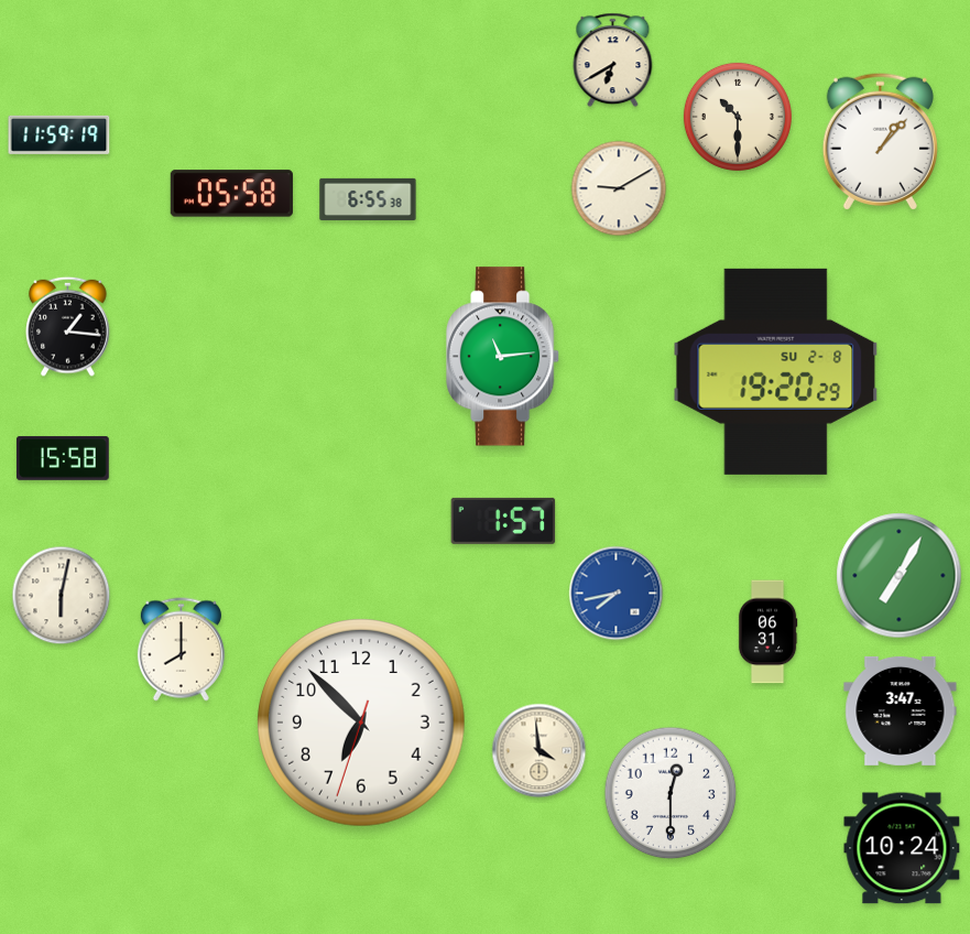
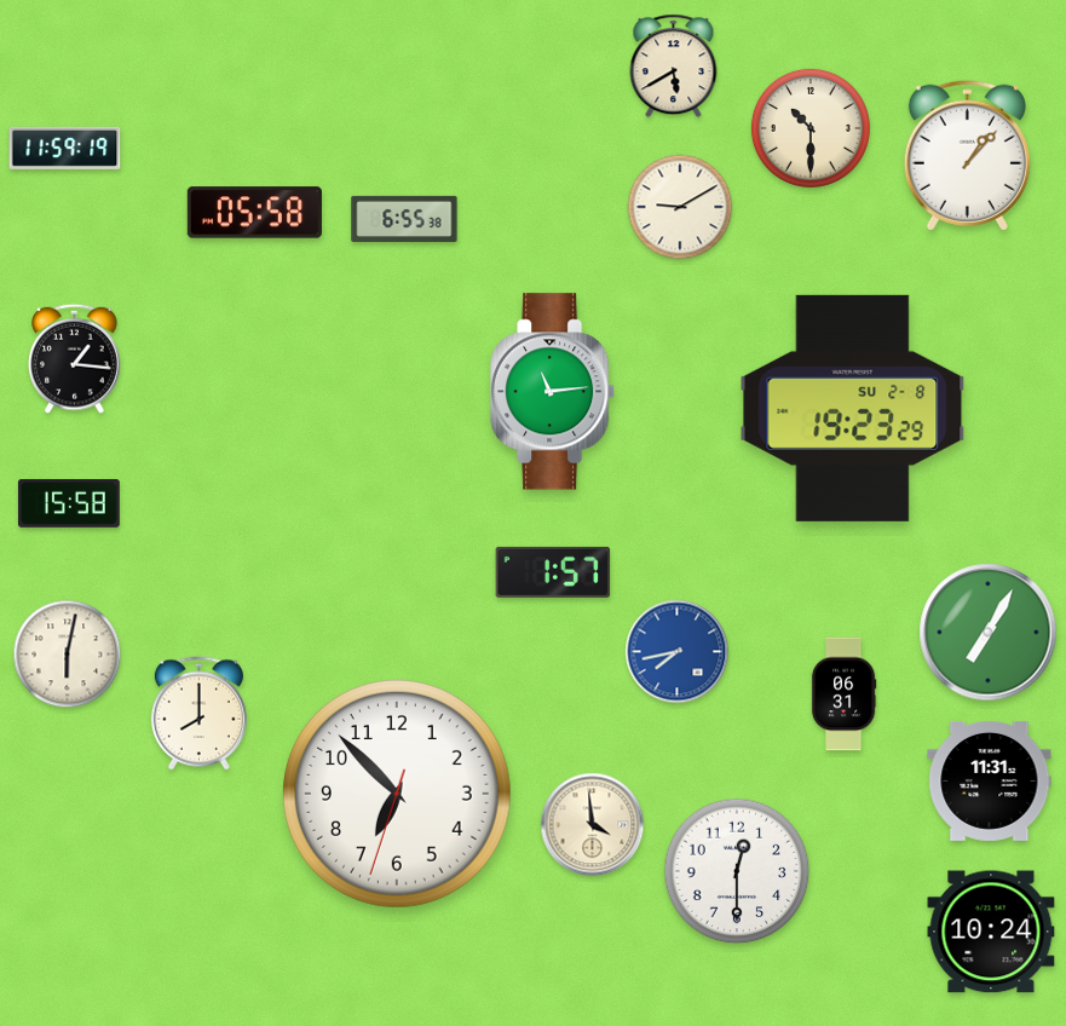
clock at (613, 61): 6:40 -> 5:40
clock at (776, 371): 19:20 -> 19:23
clock at (901, 710): 3:47 -> 11:31
